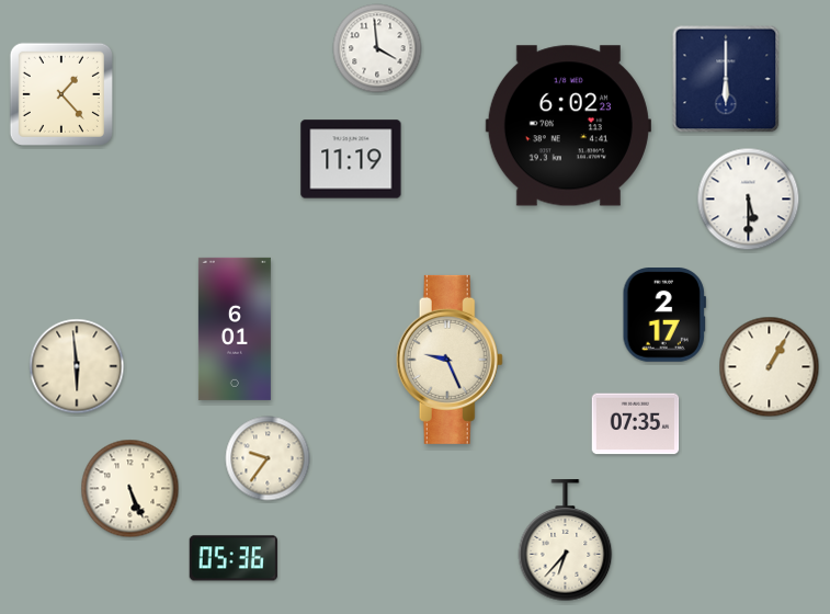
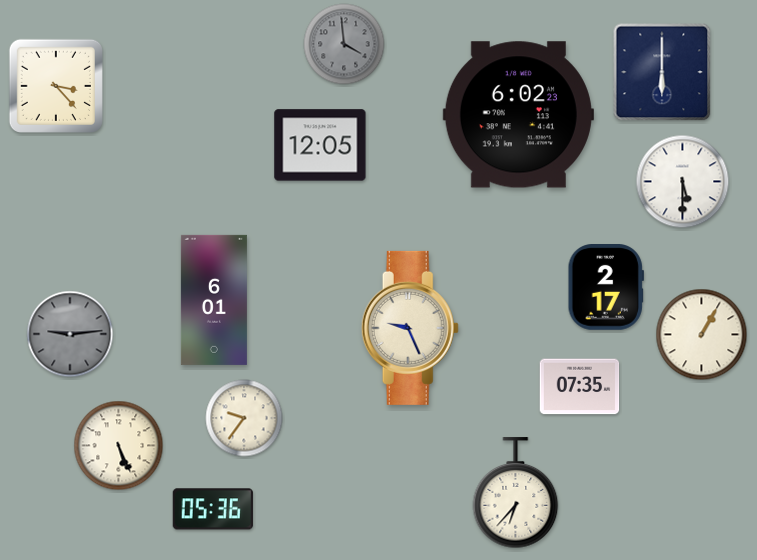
clock at (377, 48) dial: white -> grey
clock at (61, 94): 1:23 -> 3:23
clock at (351, 159): 11:19 -> 12:05
clock at (77, 366): 5:59 -> 9:14
clock at (77, 366) dial: cream -> grey
